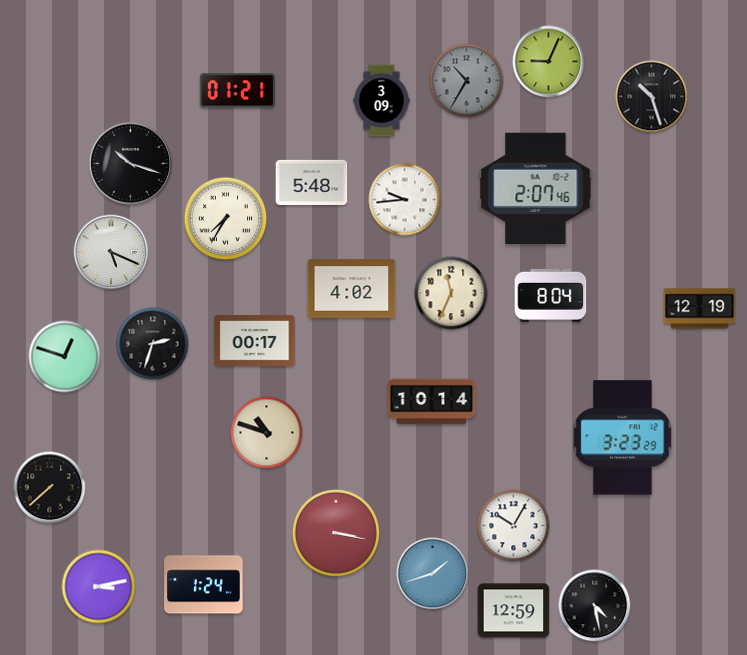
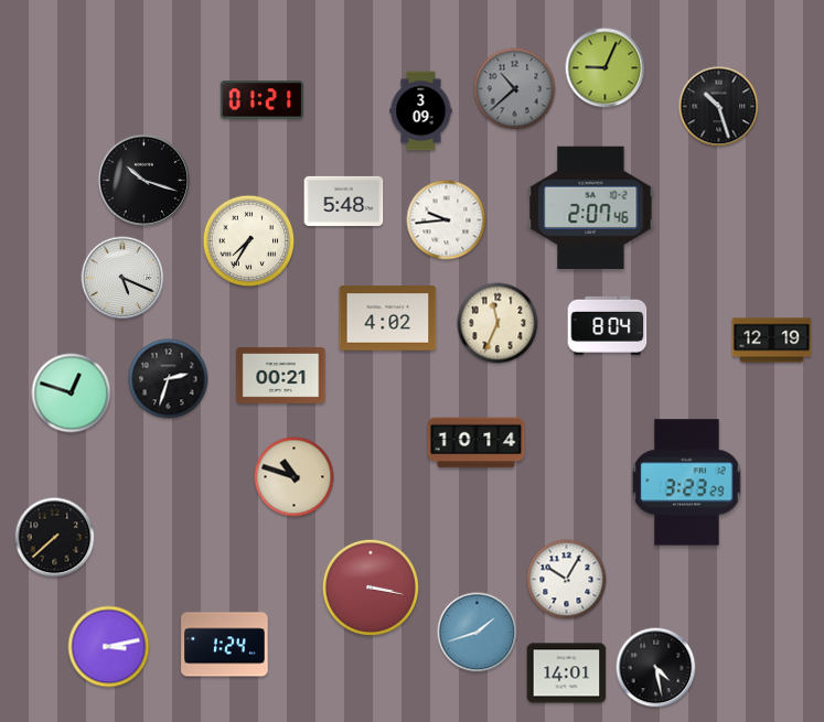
clock at (467, 81): 10:35 -> 10:38
clock at (255, 340): 00:17 -> 00:21
clock at (514, 611): 12:59 -> 14:01
